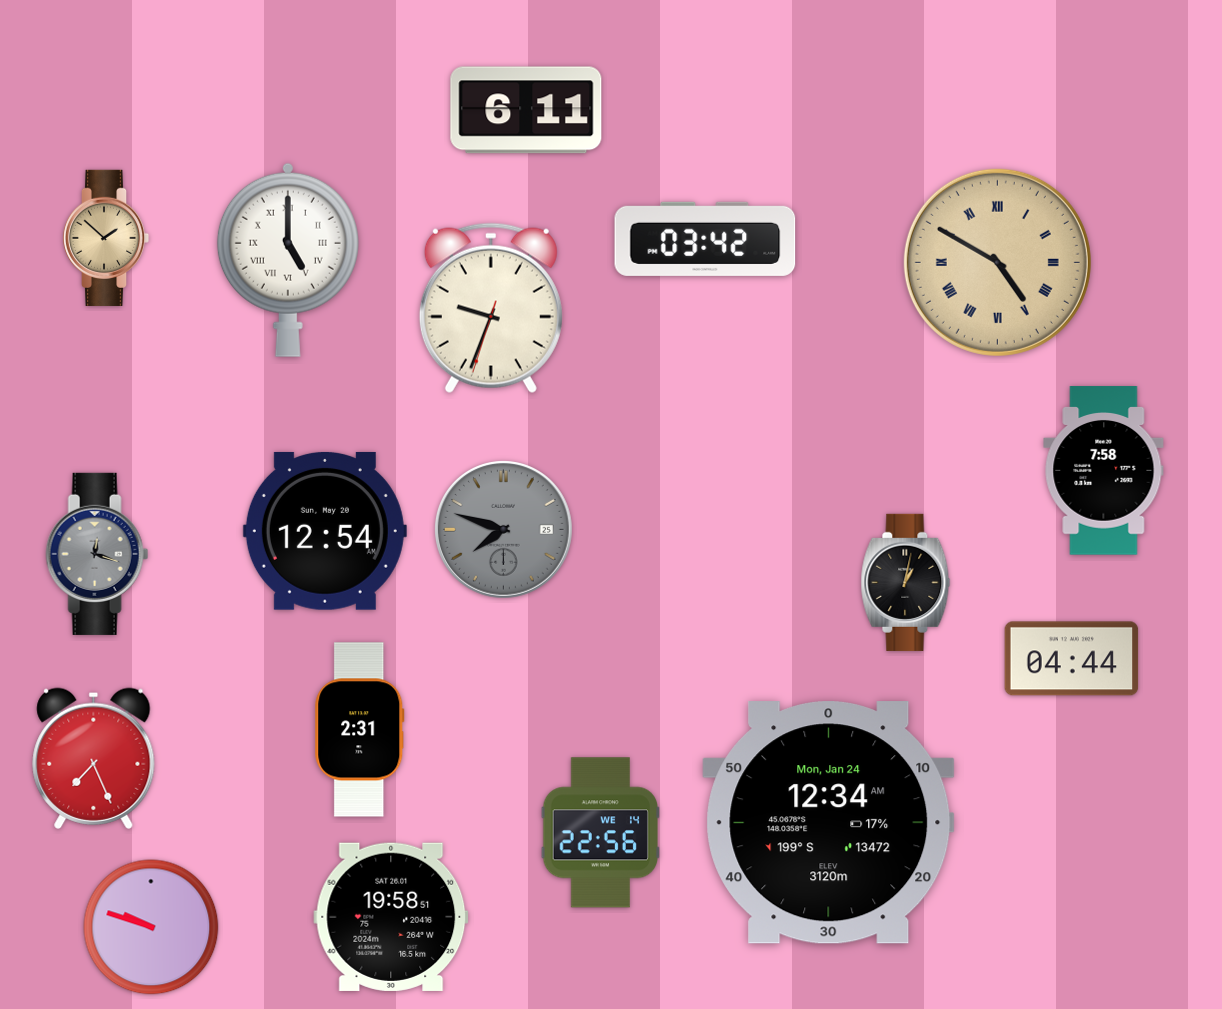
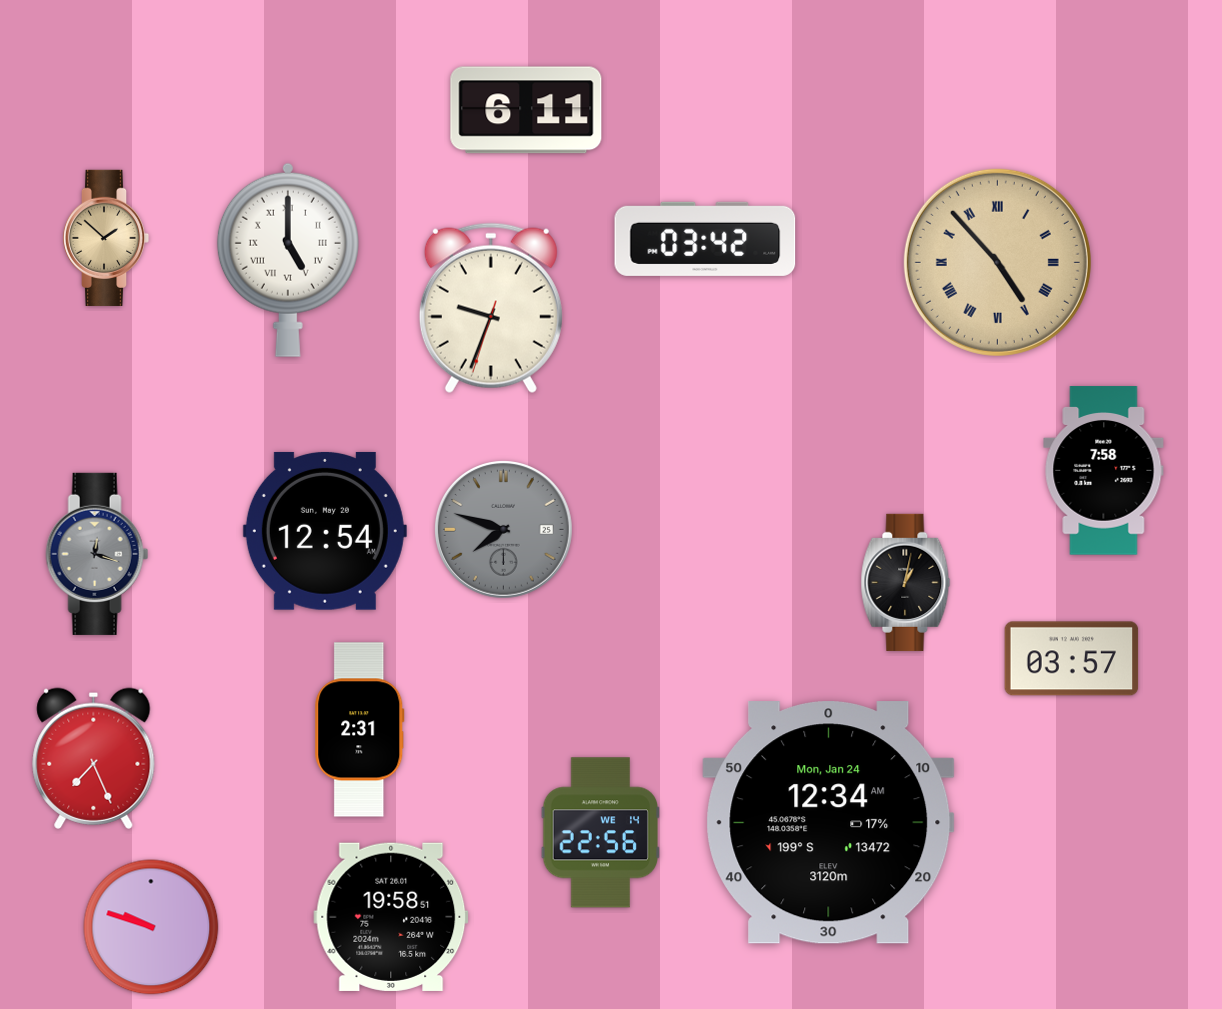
clock at (997, 262): 4:50 -> 4:53
clock at (1072, 659): 04:44 -> 03:57
